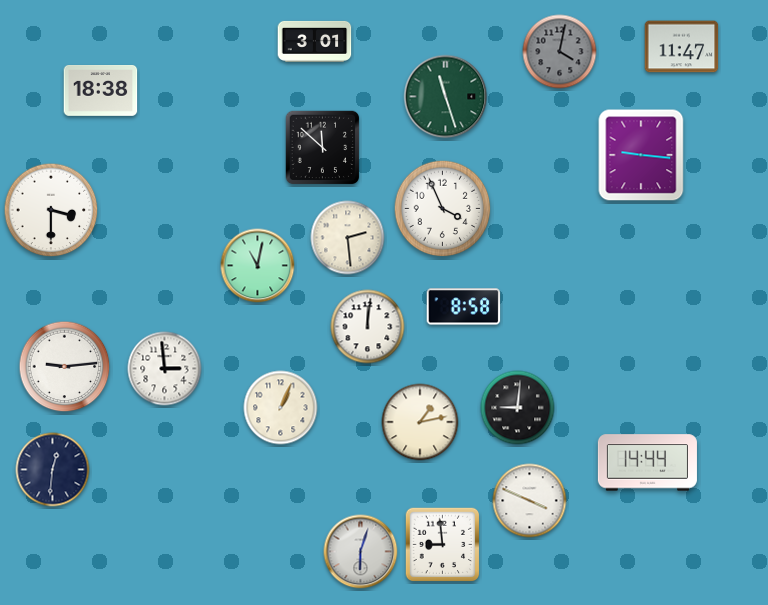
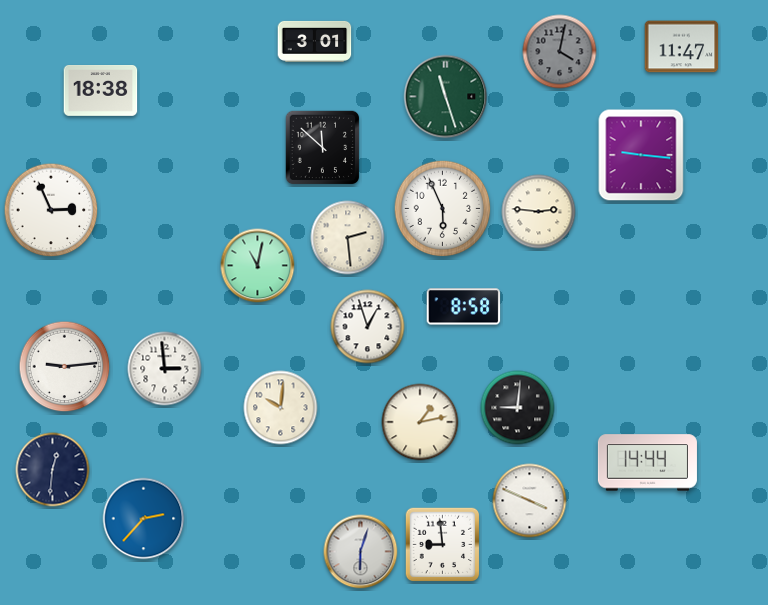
clock at (443, 209): 3:56 -> 5:56
clock at (51, 210): 3:30 -> 2:56
clock at (539, 212): none -> 2:46
clock at (368, 327): 12:01 -> 12:57
clock at (281, 408): 1:04 -> 10:01
clock at (144, 519): none -> 2:37
